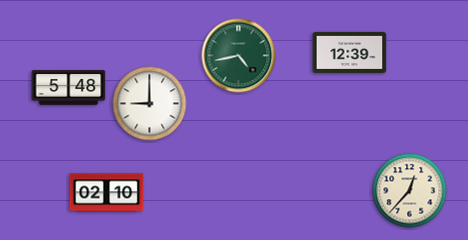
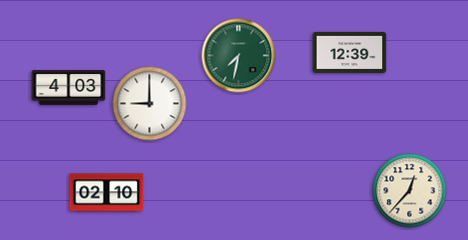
clock at (239, 56): 4:43 -> 7:32
clock at (69, 88): 5:48 -> 4:03
